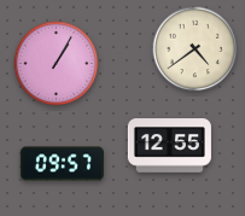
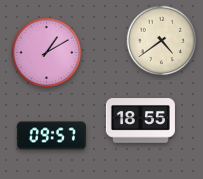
clock at (57, 64): 1:05 -> 1:10
clock at (169, 146): 12:55 -> 18:55
